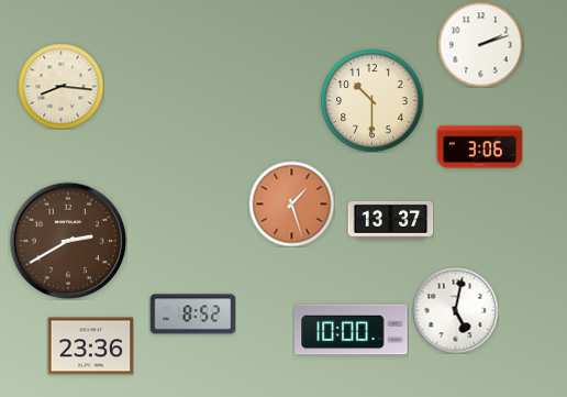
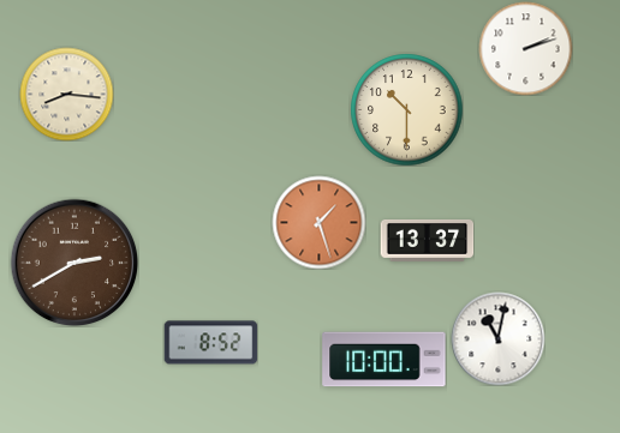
clock at (479, 147): 3:06 -> none
clock at (455, 310): 5:02 -> 11:02
clock at (90, 346): 23:36 -> none
